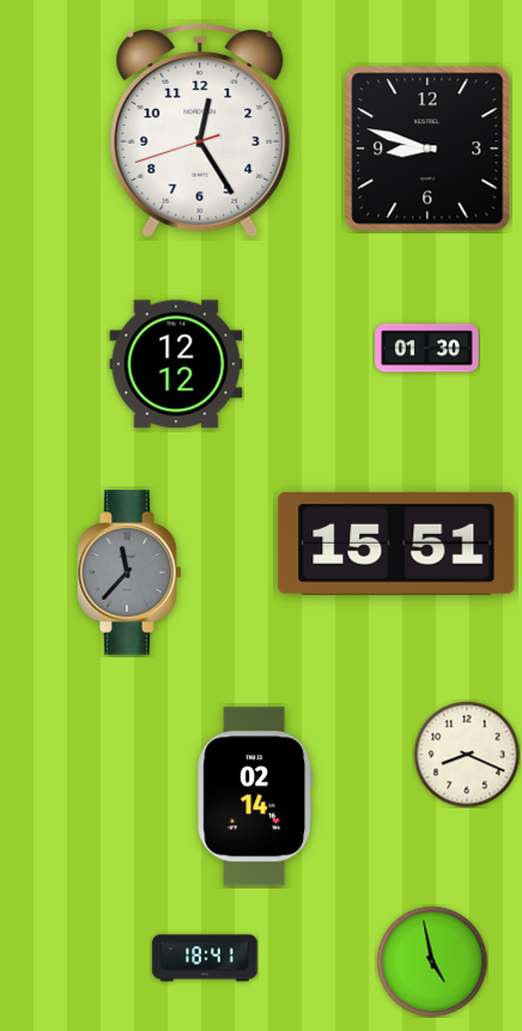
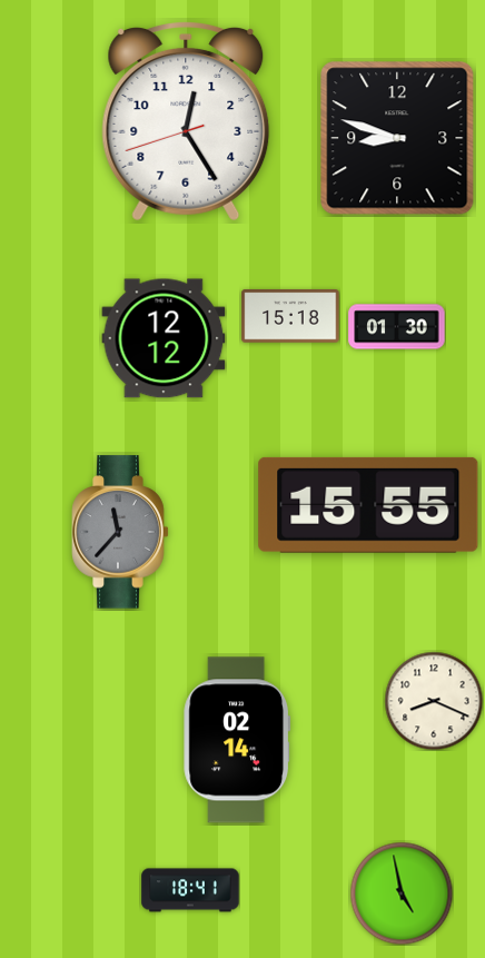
clock at (290, 316): none -> 15:18
clock at (427, 348) position: (427, 348) -> (397, 327)
clock at (396, 544): 15:51 -> 15:55
